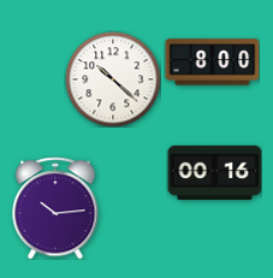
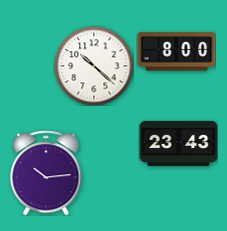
clock at (214, 172): 00:16 -> 23:43
